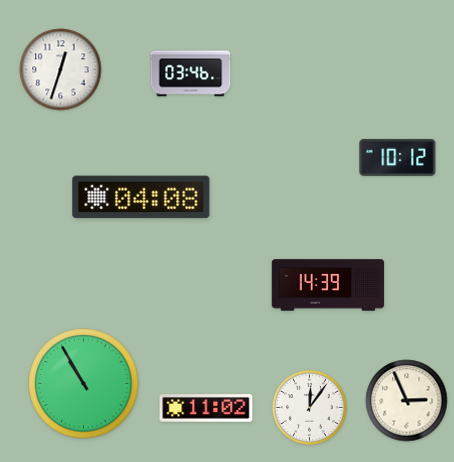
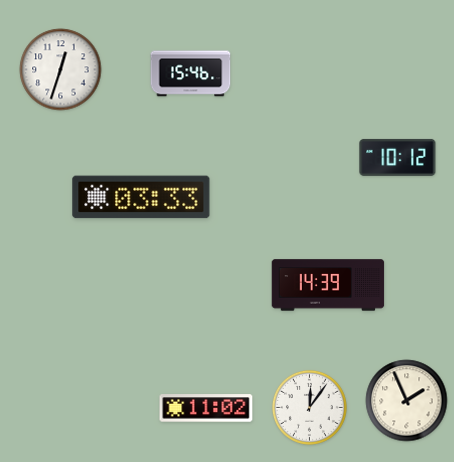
clock at (191, 74): 03:46 -> 15:46
clock at (141, 197): 04:08 -> 03:33
clock at (84, 384): 10:55 -> none
clock at (407, 401): 2:56 -> 1:56
